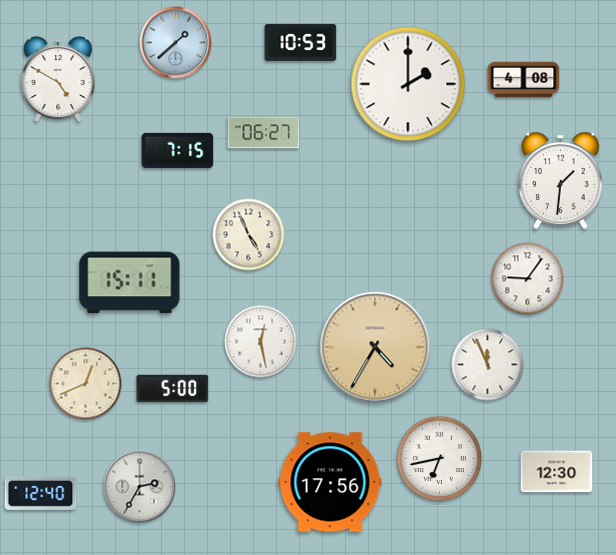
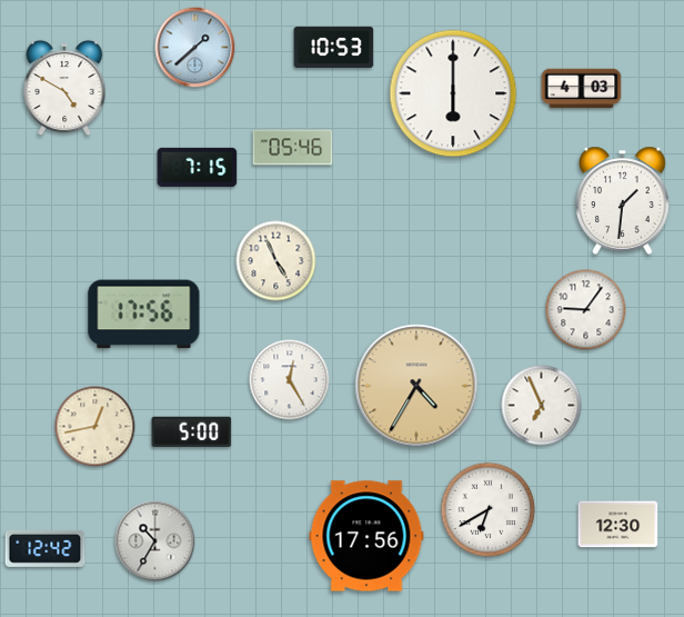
clock at (524, 80): 4:08 -> 4:03
clock at (408, 84): 2:00 -> 6:00
clock at (264, 133): 06:27 -> 05:46
clock at (130, 283): 15:11 -> 17:56
clock at (261, 342): 12:28 -> 12:25
clock at (488, 365): 11:56 -> 6:56
clock at (86, 384): 12:41 -> 12:43
clock at (440, 459): 6:43 -> 6:40
clock at (140, 487): 2:35 -> 10:35
clock at (41, 493): 12:40 -> 12:42
